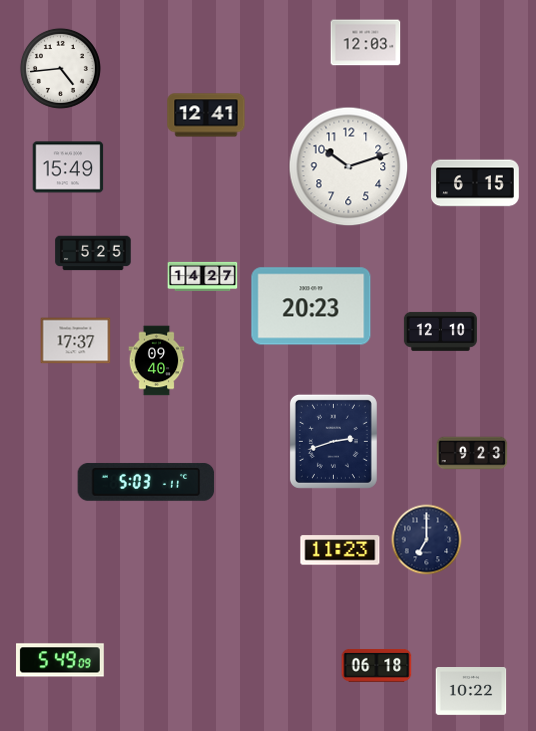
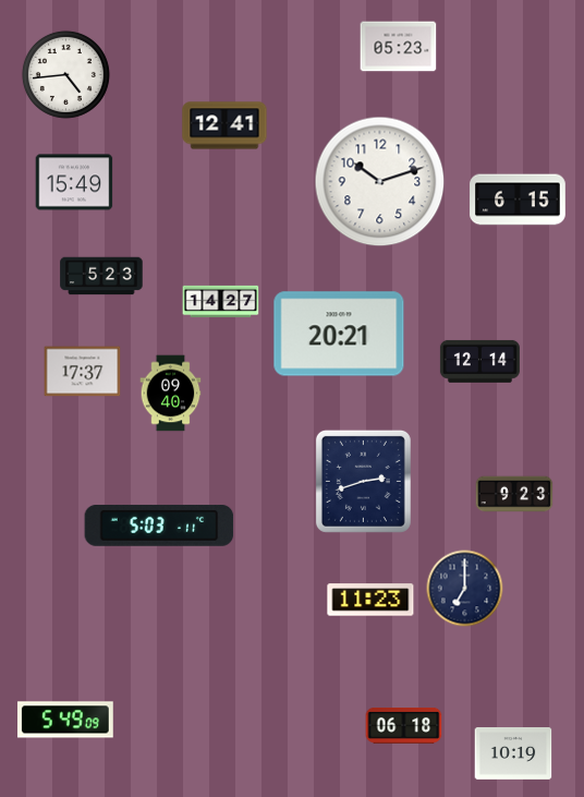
clock at (366, 43): 12:03 -> 05:23
clock at (93, 253): 5:25 -> 5:23
clock at (311, 306): 20:23 -> 20:21
clock at (440, 331): 12:10 -> 12:14
clock at (377, 666) position: (377, 666) -> (404, 726)
clock at (471, 692): 10:22 -> 10:19
